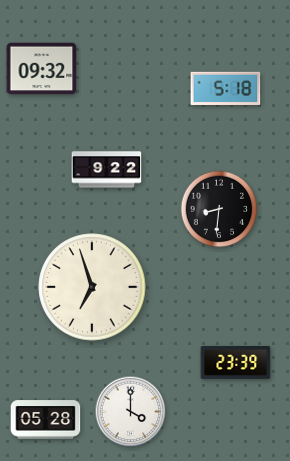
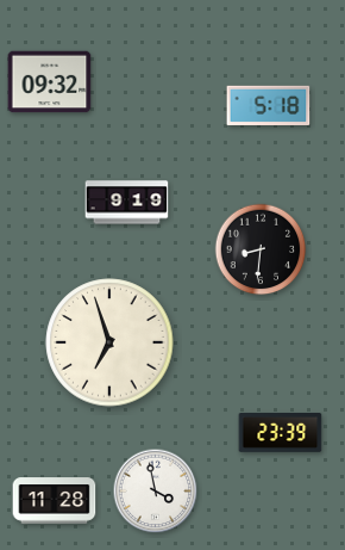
clock at (107, 170): 9:22 -> 9:19
clock at (131, 412): 4:00 -> 3:58
clock at (46, 420): 05:28 -> 11:28
